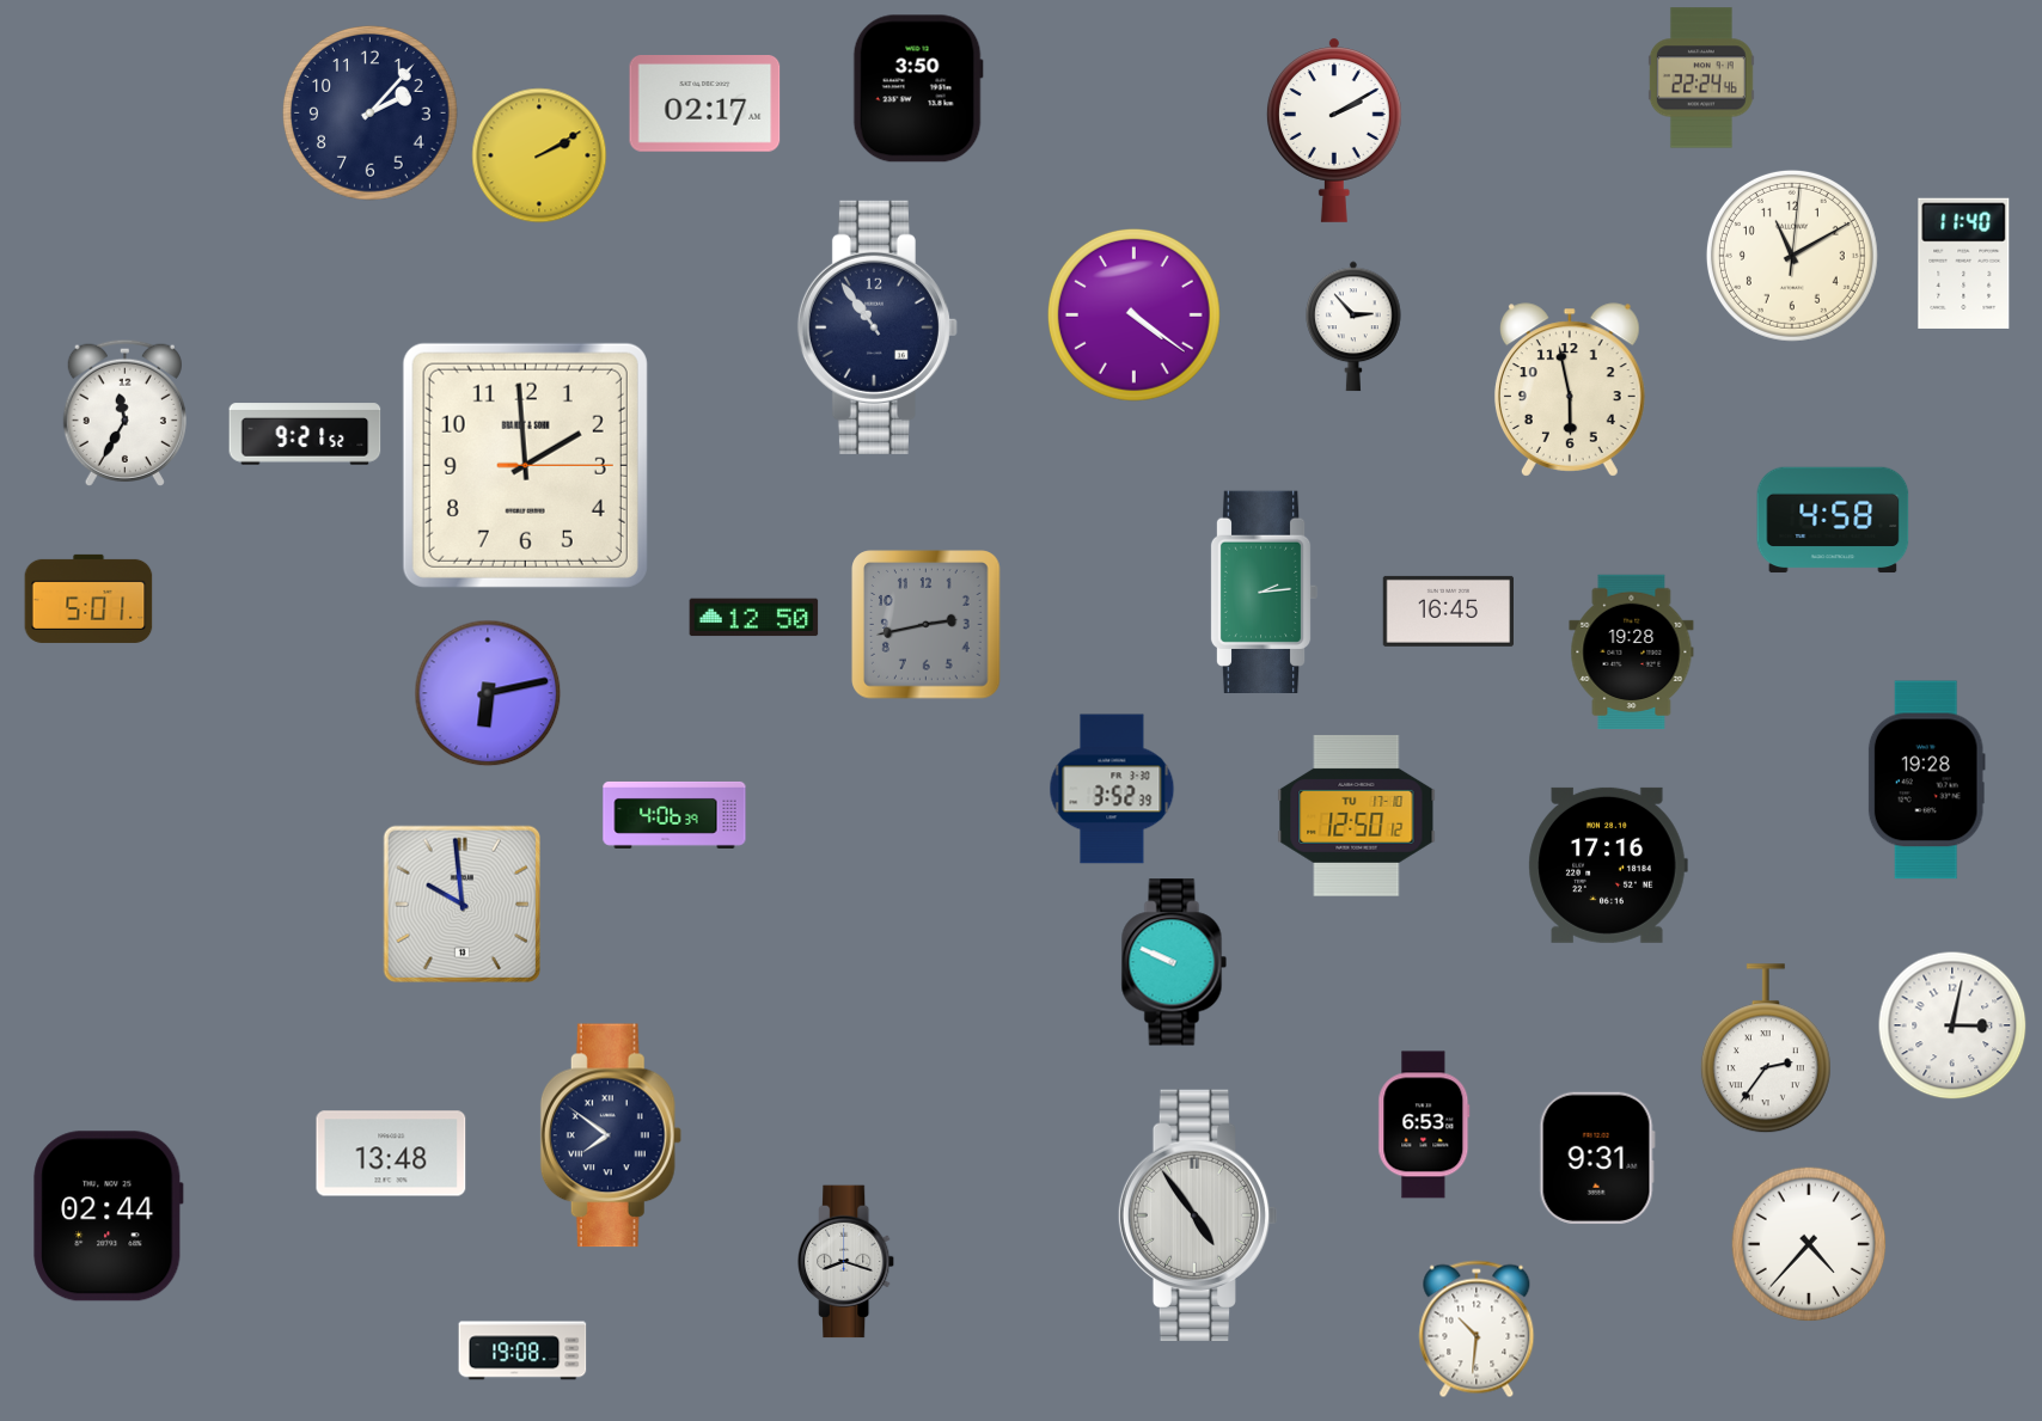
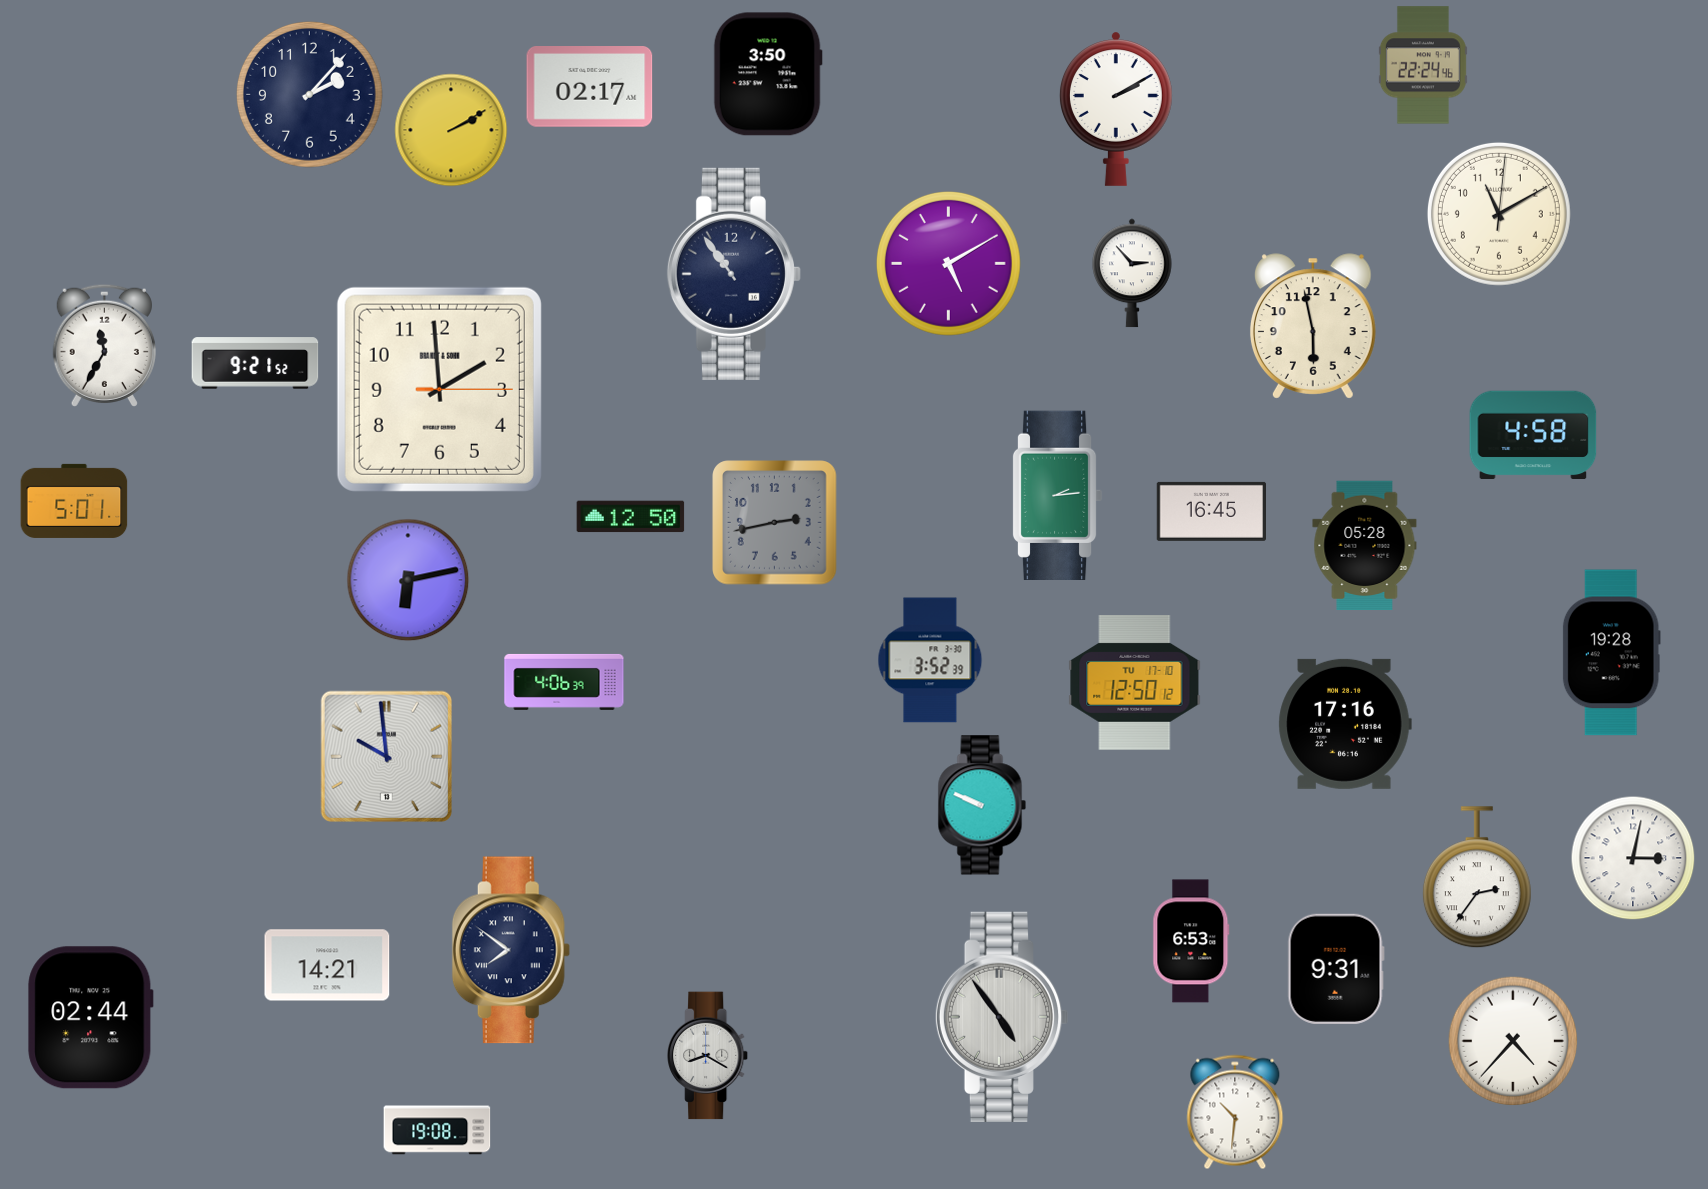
clock at (1964, 263): 11:40 -> none
clock at (1133, 314): 4:21 -> 5:10
clock at (1632, 651): 19:28 -> 05:28
clock at (391, 1153): 13:48 -> 14:21
clock at (848, 1262): 8:18 -> 8:20
